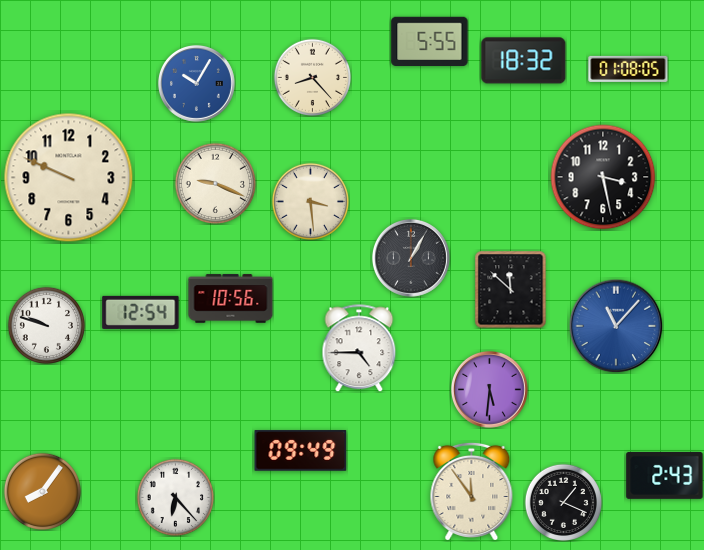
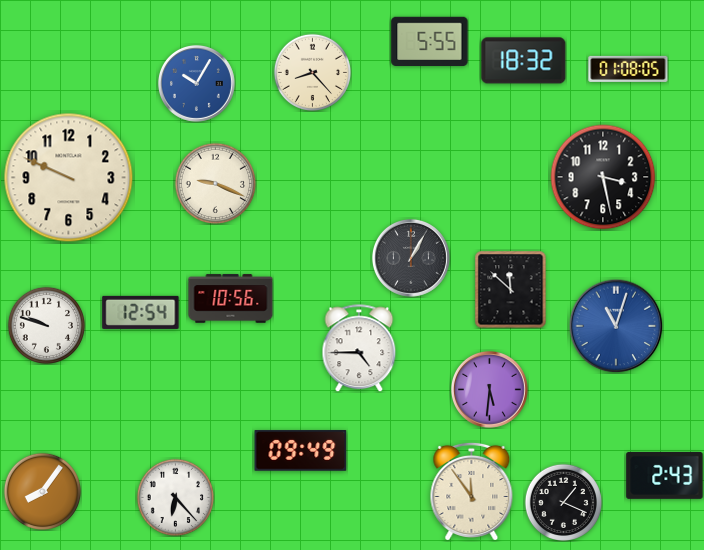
clock at (312, 77) position: (312, 77) -> (312, 72)
clock at (310, 201): 3:29 -> none
clock at (616, 326): 11:07 -> 11:03
